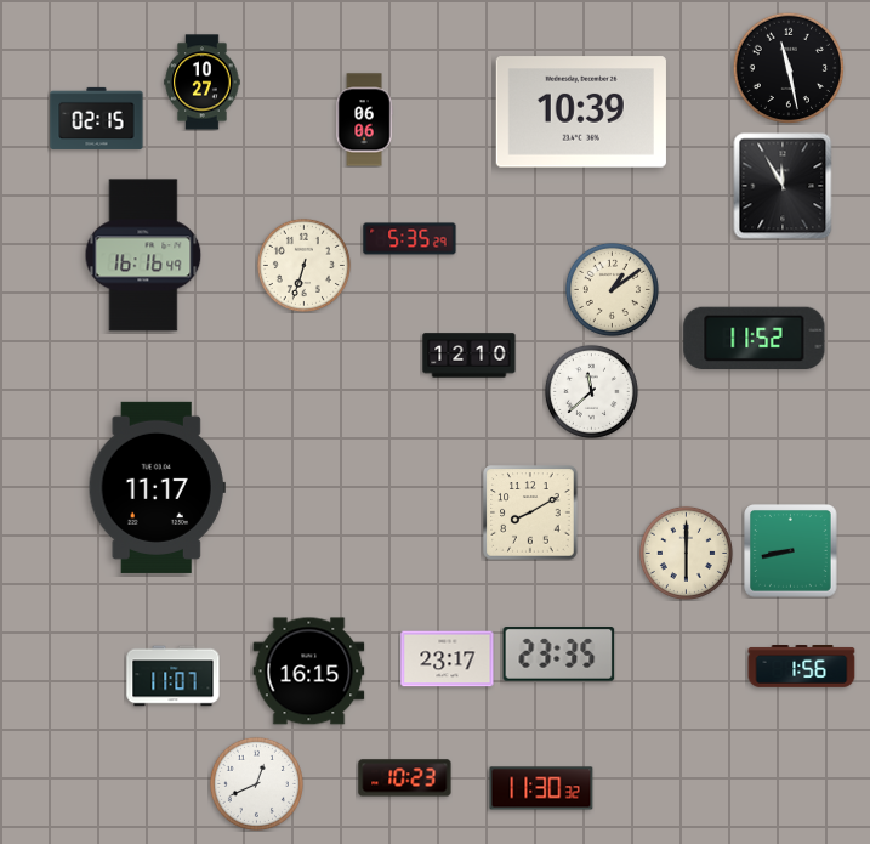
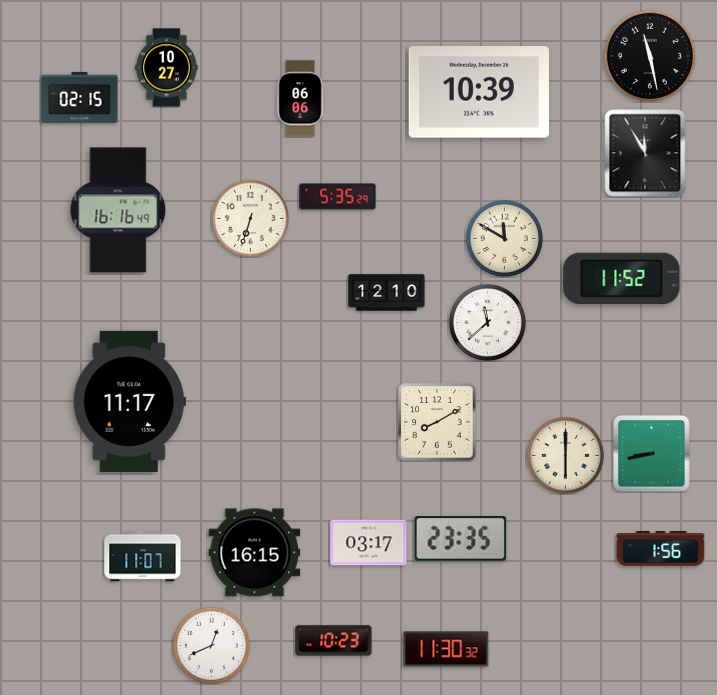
clock at (612, 289): 1:09 -> 11:50
clock at (448, 659): 23:17 -> 03:17
